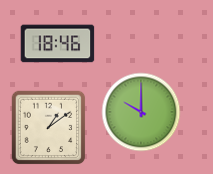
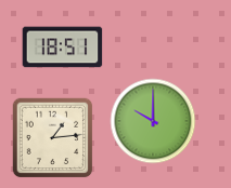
clock at (58, 44): 18:46 -> 18:51
clock at (49, 128): 1:09 -> 1:14
